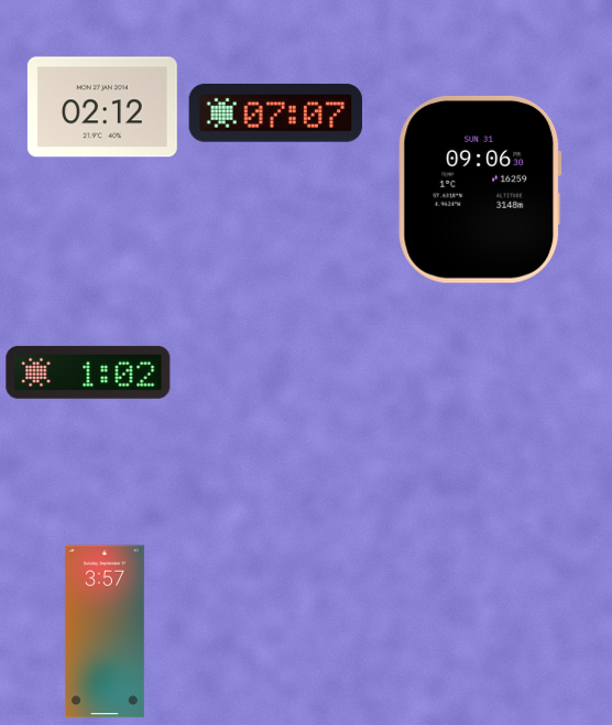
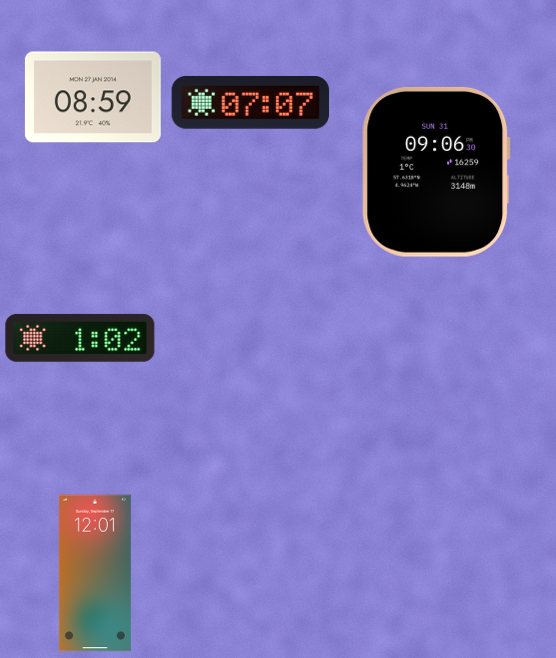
clock at (102, 107): 02:12 -> 08:59
clock at (105, 631): 3:57 -> 12:01
